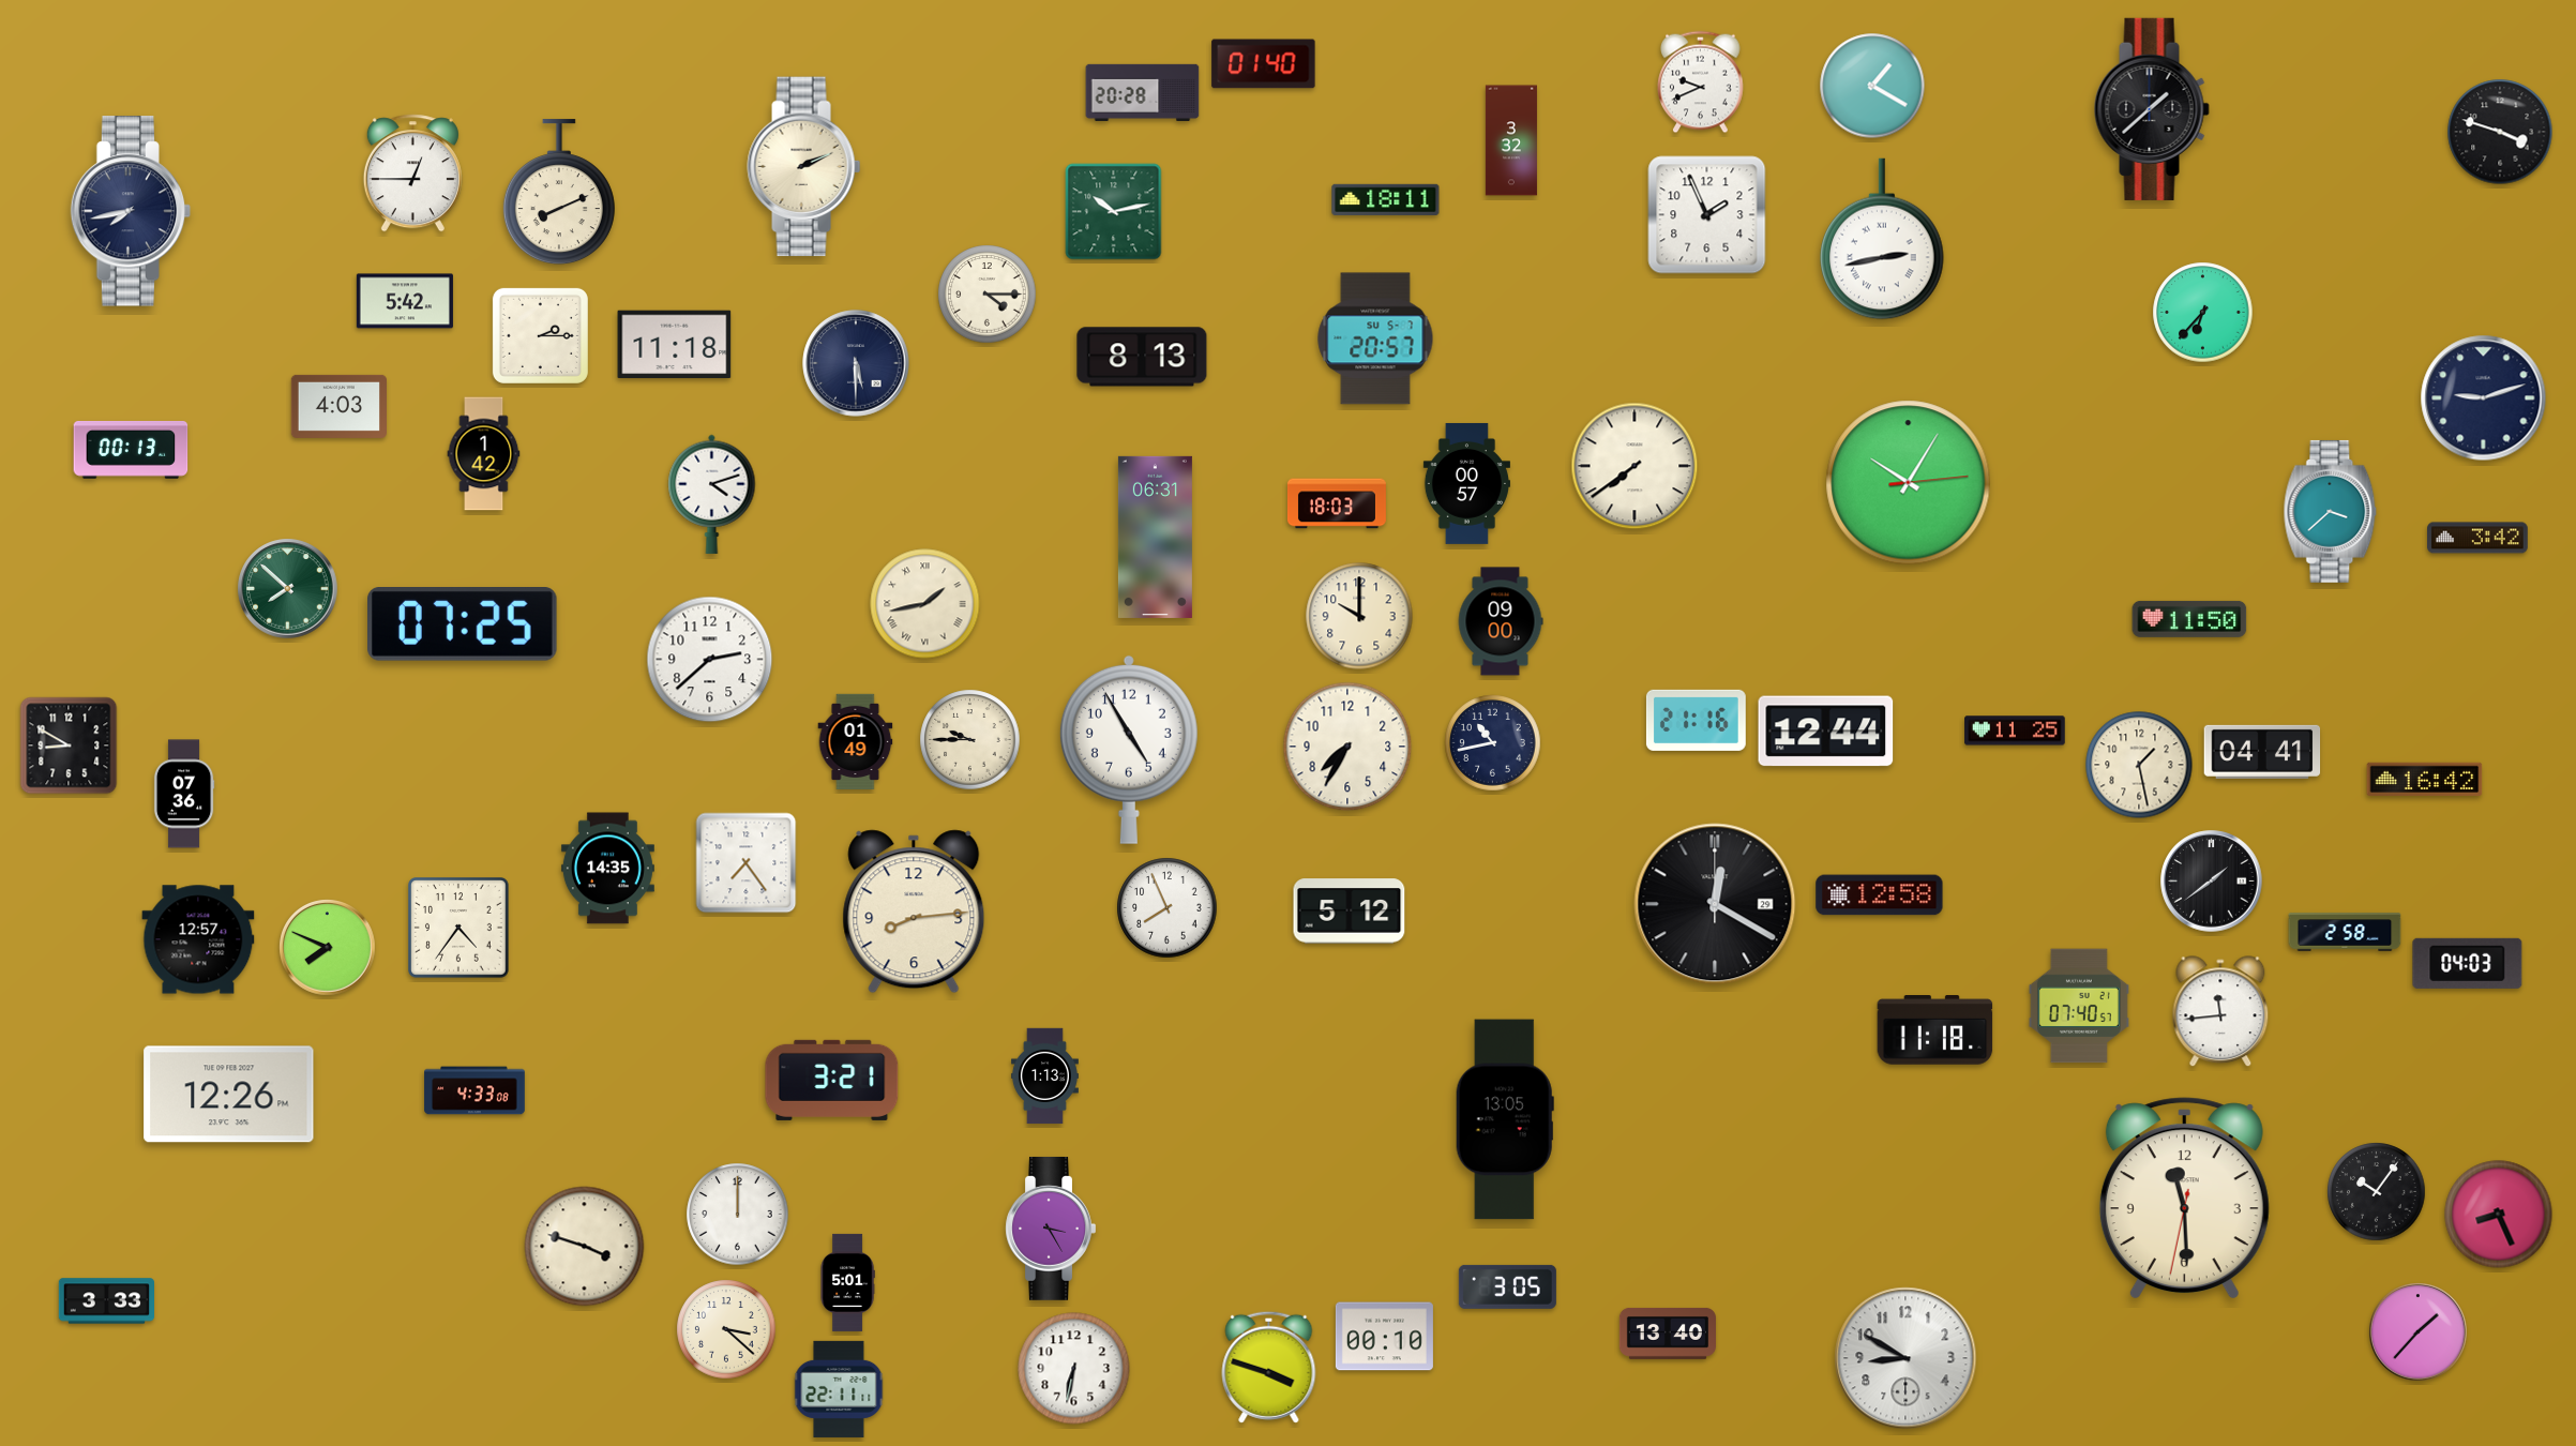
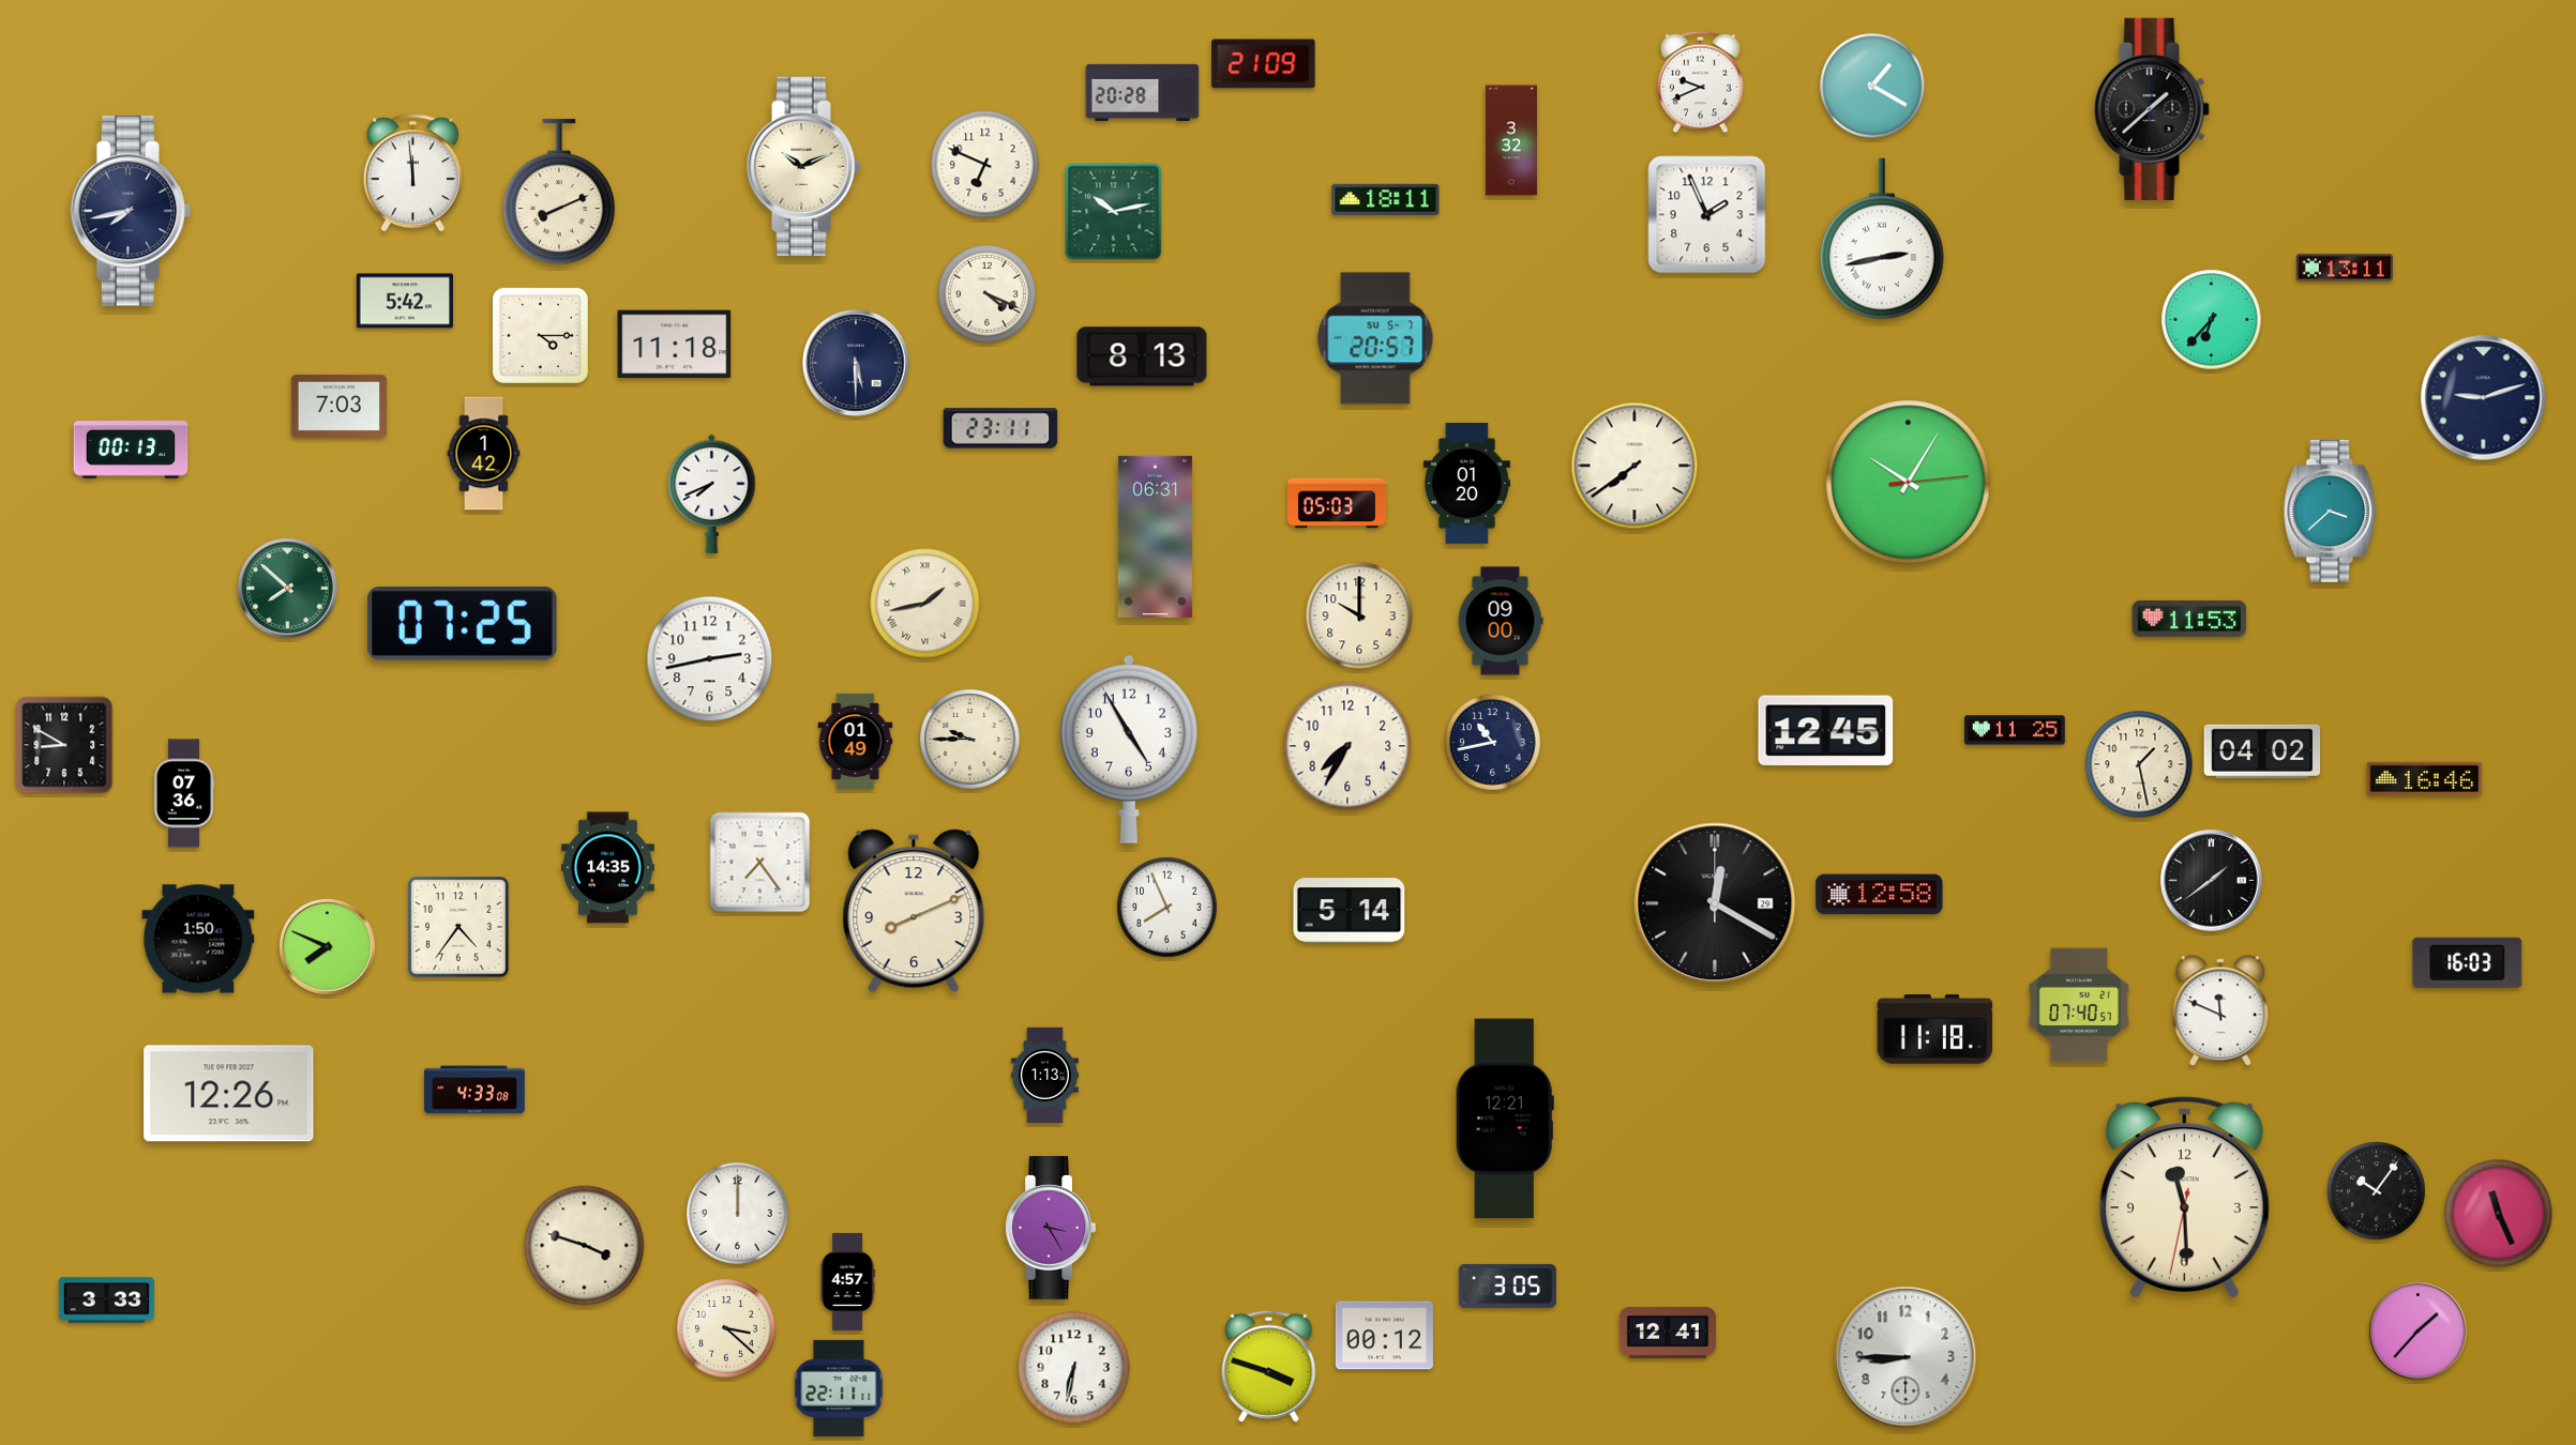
clock at (1264, 64): 01:40 -> 21:09
clock at (2500, 132): 3:48 -> none
clock at (985, 165): none -> 6:49
clock at (804, 167): 2:11 -> 10:11
clock at (412, 174): 12:45 -> 11:59
clock at (2345, 268): none -> 13:11
clock at (988, 295): 4:15 -> 4:19
clock at (2203, 313) position: (2203, 313) -> (2212, 320)
clock at (540, 335): 2:15 -> 4:15
clock at (338, 406): 4:03 -> 7:03
clock at (1000, 428): none -> 23:11
clock at (1466, 483): 00:57 -> 01:20
clock at (712, 494): 4:12 -> 7:41
clock at (1337, 503): 18:03 -> 05:03
clock at (2477, 538): 3:42 -> none
clock at (2189, 619): 11:50 -> 11:53
clock at (710, 660): 2:38 -> 2:43
clock at (1696, 720): 21:16 -> none
clock at (1826, 732): 12:44 -> 12:45
clock at (69, 745) position: (69, 745) -> (64, 745)
clock at (2262, 752): 04:41 -> 04:02
clock at (2425, 779): 16:42 -> 16:46
clock at (747, 863) position: (747, 863) -> (760, 863)
clock at (914, 912): 8:14 -> 8:11
clock at (1350, 912): 5:12 -> 5:14
clock at (2345, 932): 2:58 -> none
clock at (198, 939): 12:57 -> 1:50
clock at (2468, 963): 04:03 -> 16:03
clock at (2220, 1012): 11:44 -> 11:49
clock at (832, 1080): 3:21 -> none
clock at (1505, 1119): 13:05 -> 12:21
clock at (2499, 1215): 8:26 -> 11:26
clock at (847, 1282): 5:01 -> 4:57
clock at (1668, 1334): 13:40 -> 12:41
clock at (1384, 1337): 00:10 -> 00:12
clock at (1905, 1358): 8:50 -> 8:45
